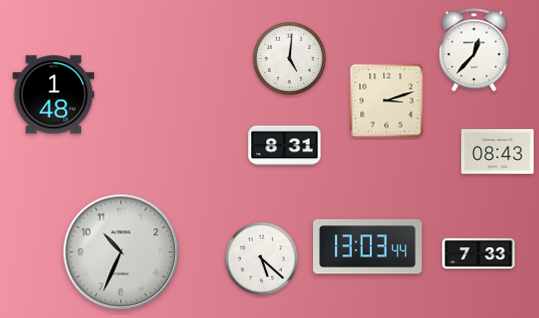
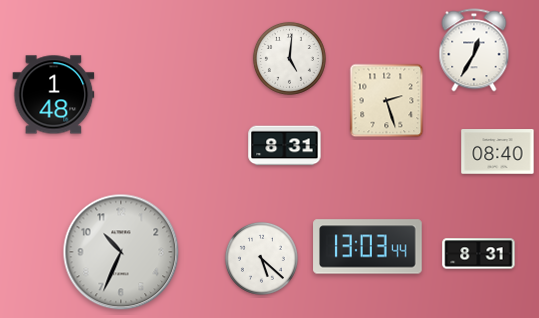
clock at (474, 50): 12:37 -> 12:35
clock at (387, 101): 3:12 -> 2:27
clock at (498, 152): 08:43 -> 08:40
clock at (479, 254): 7:33 -> 8:31
